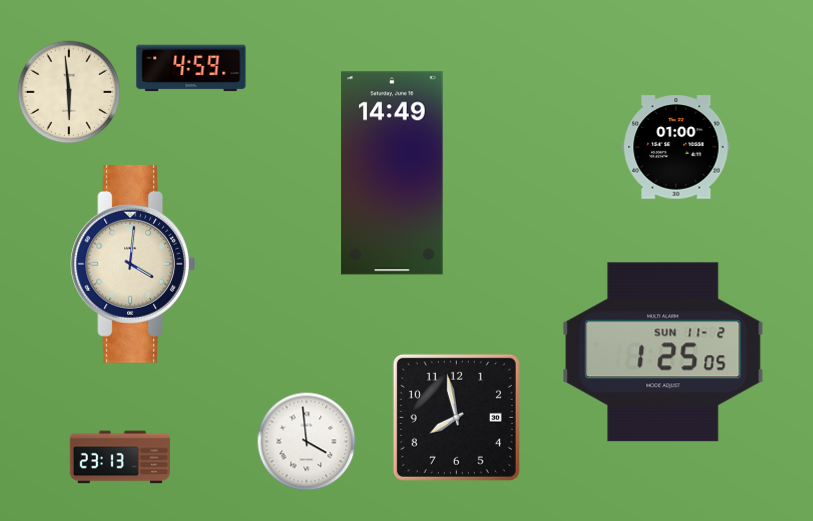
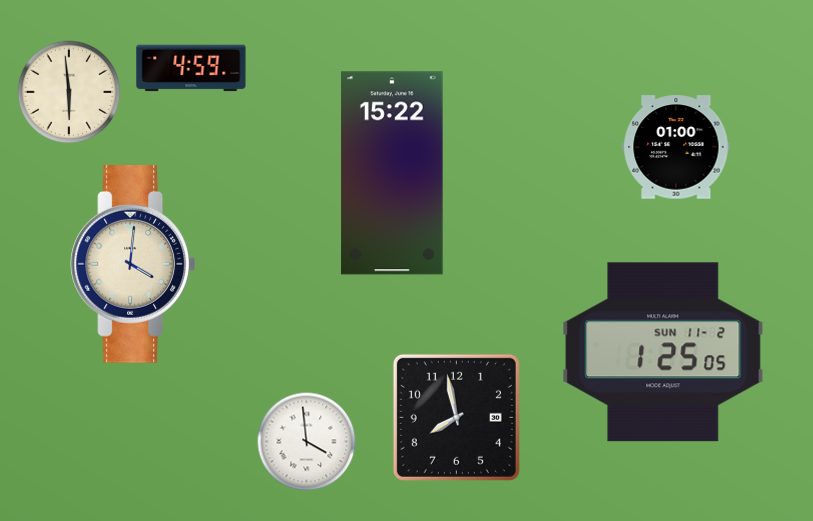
clock at (392, 173): 14:49 -> 15:22
clock at (119, 457): 23:13 -> none
